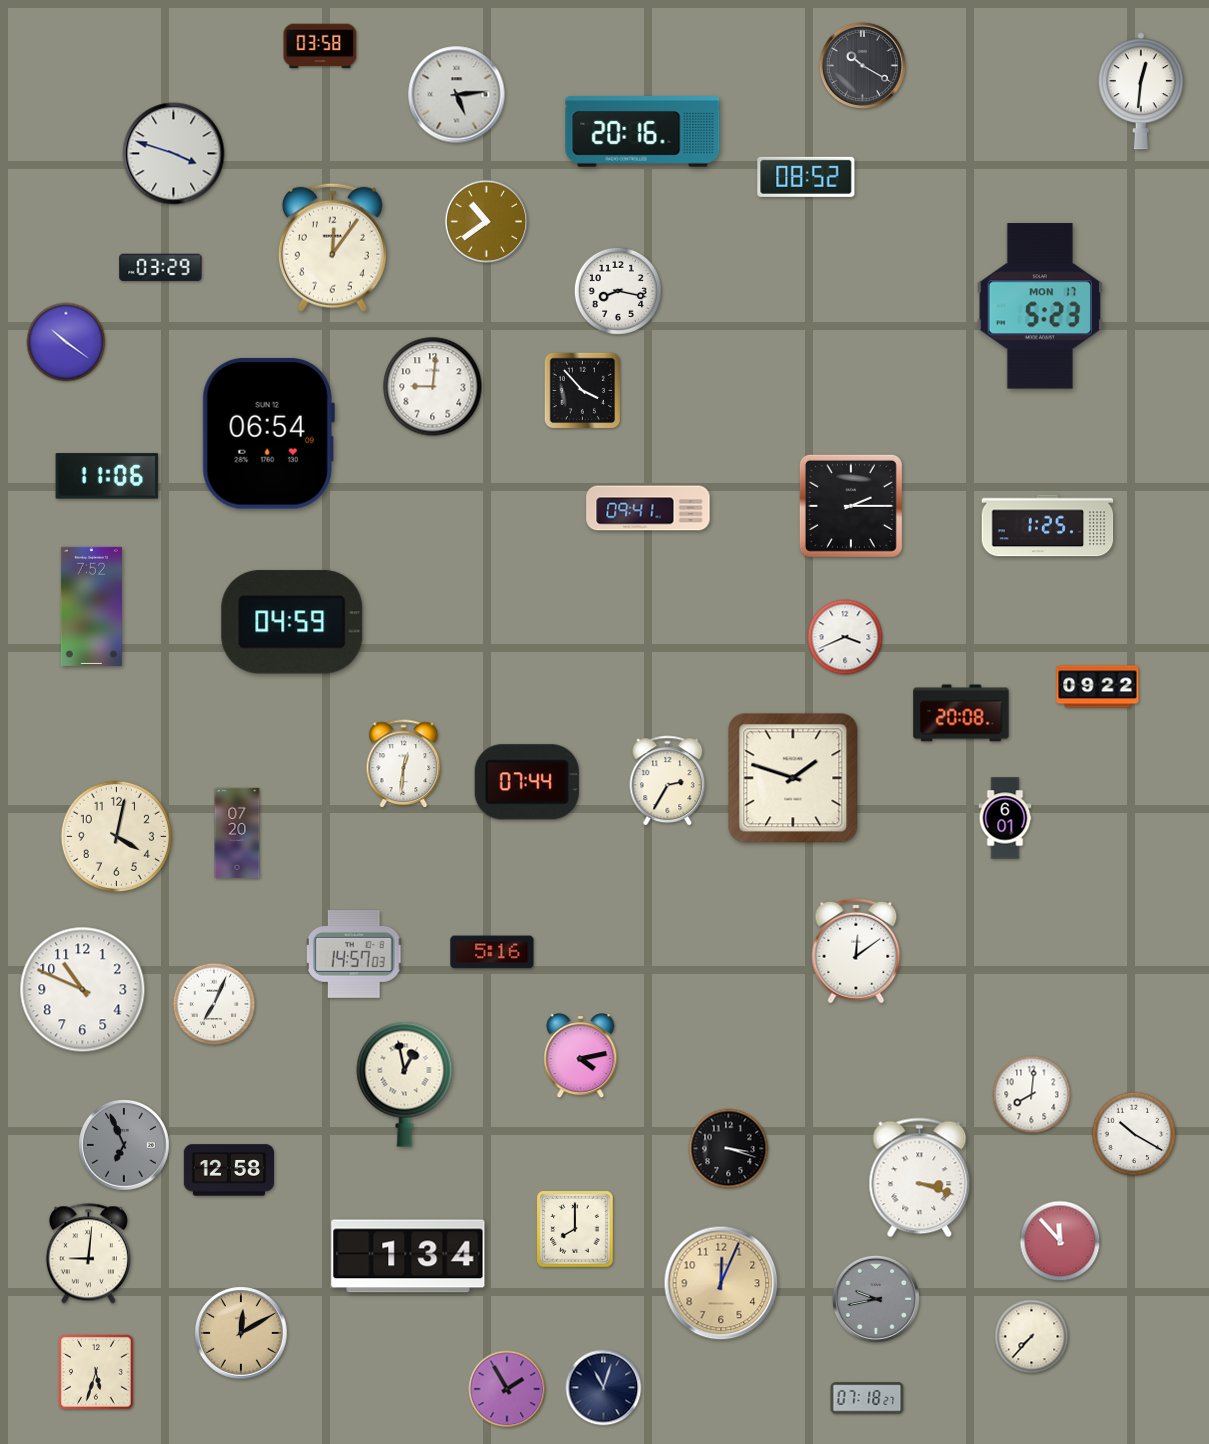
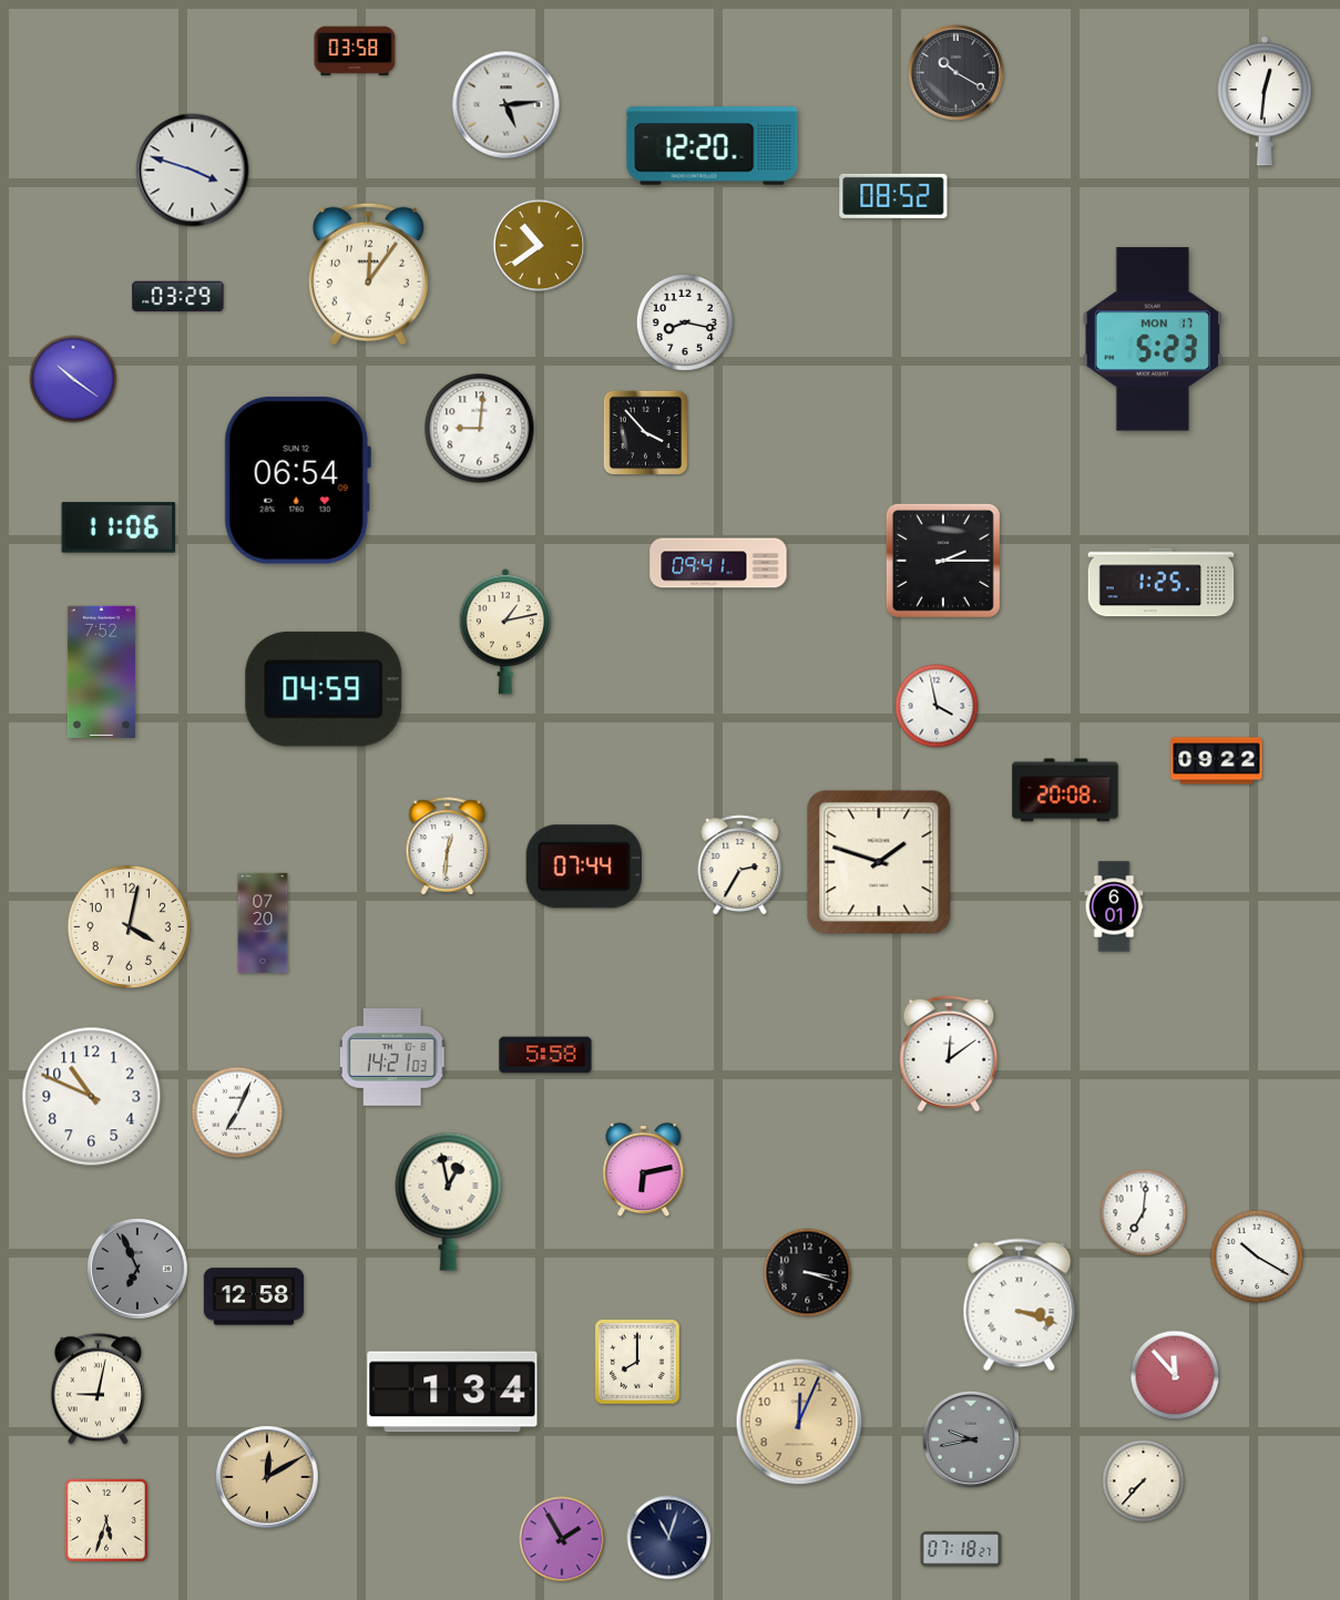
clock at (643, 132): 20:16 -> 12:20
clock at (504, 632): none -> 1:13
clock at (845, 637): 3:41 -> 3:58
clock at (492, 952): 5:16 -> 5:58
clock at (354, 955): 14:57 -> 14:21
clock at (581, 1056): 4:13 -> 6:13
clock at (1032, 1095): 8:01 -> 7:01
clock at (88, 1254): 9:01 -> 9:02
